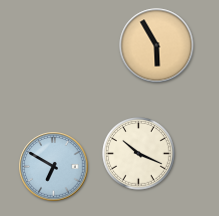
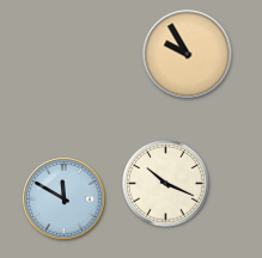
clock at (157, 46): 5:55 -> 9:55
clock at (54, 167): 6:50 -> 11:50
